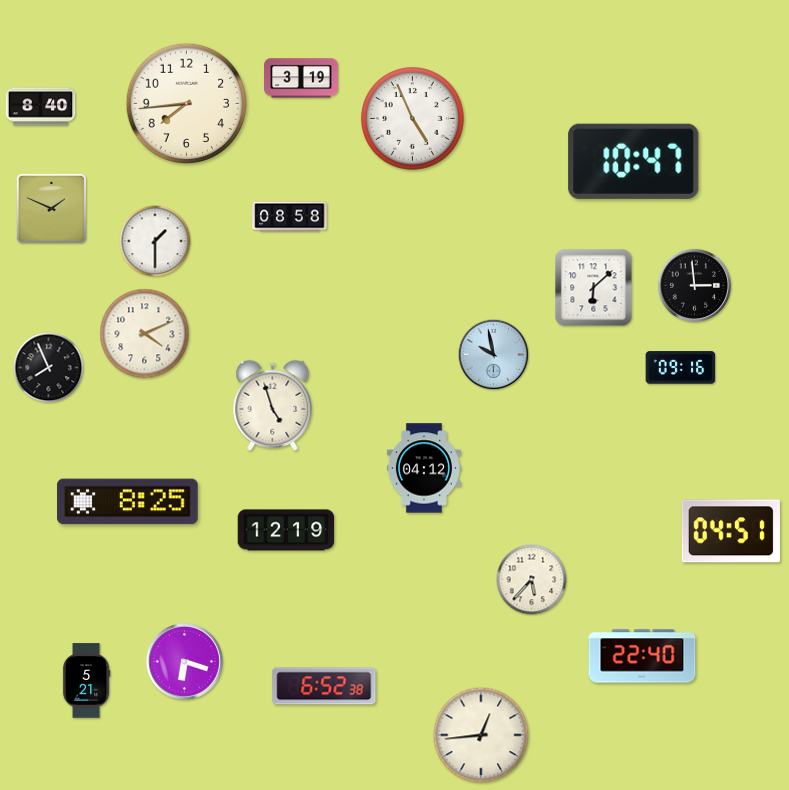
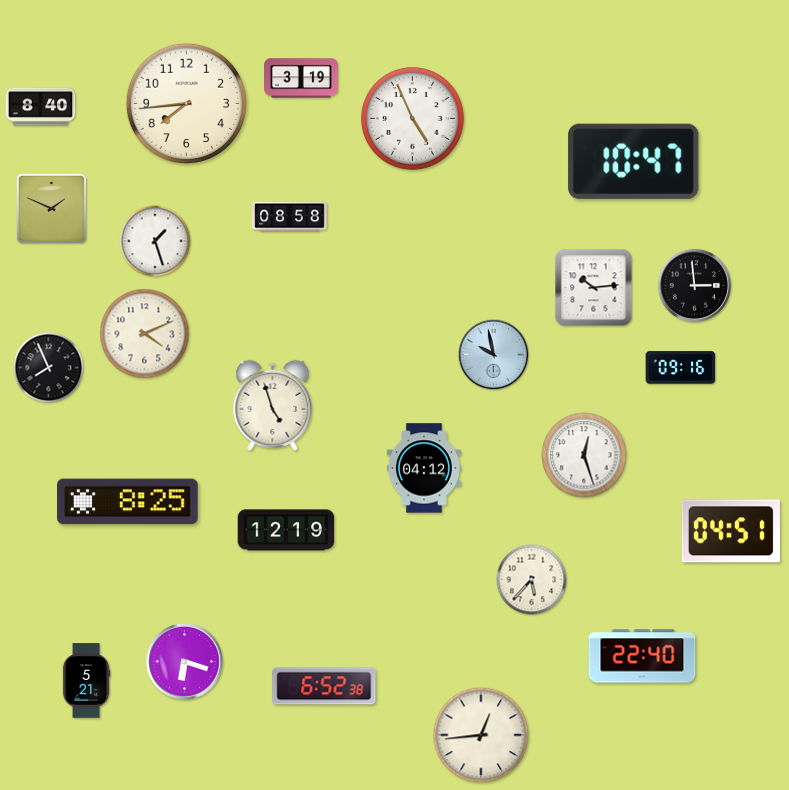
clock at (155, 241): 1:30 -> 1:27
clock at (594, 288): 6:08 -> 10:14
clock at (584, 455): none -> 12:27
